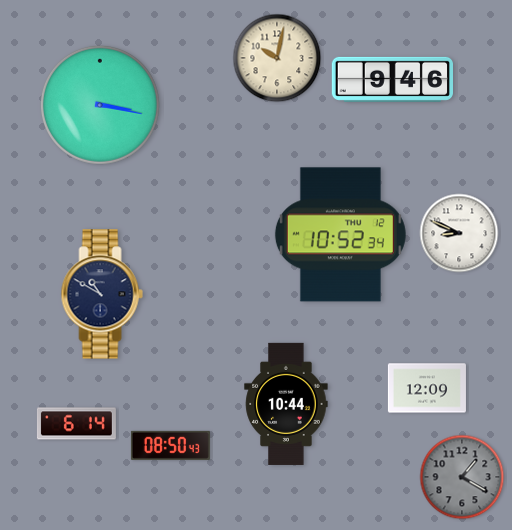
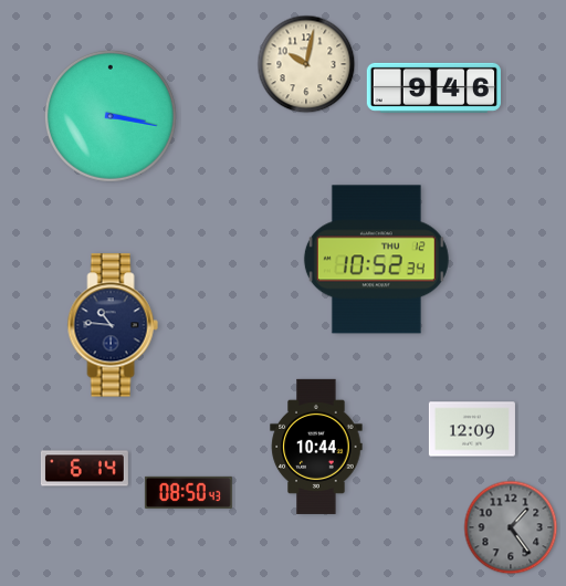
clock at (459, 233): 8:49 -> none
clock at (102, 294): 10:50 -> 10:46
clock at (462, 477): 1:20 -> 1:24
